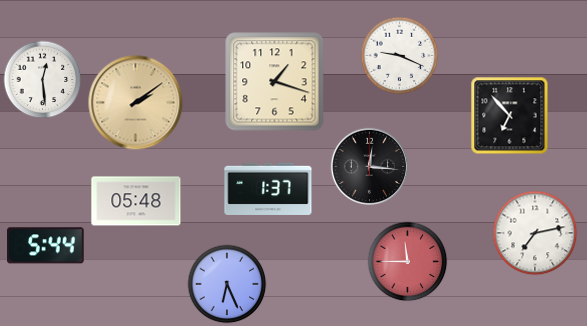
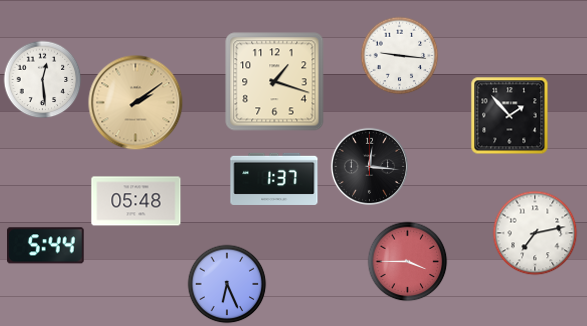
clock at (399, 55): 9:19 -> 9:16
clock at (509, 115): 6:53 -> 1:53
clock at (268, 189) position: (268, 189) -> (274, 179)
clock at (407, 261): 11:45 -> 3:45
